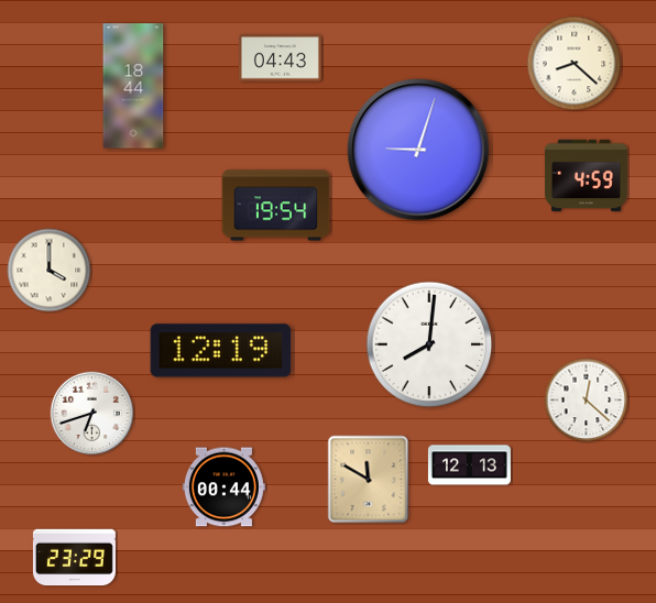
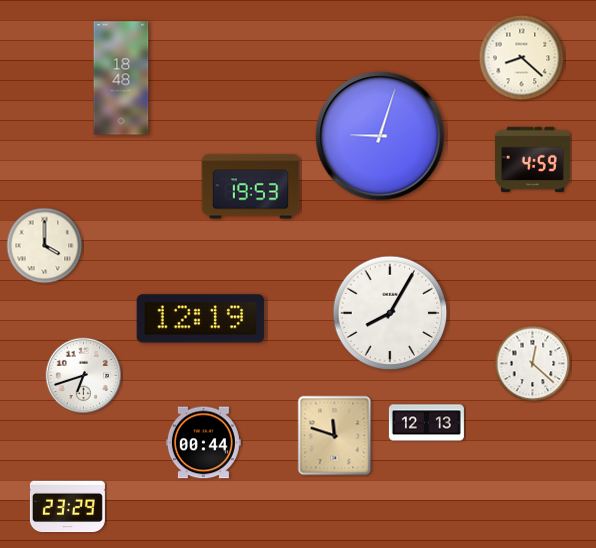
clock at (280, 58): 04:43 -> none
clock at (133, 86): 18:44 -> 18:48
clock at (276, 206): 19:54 -> 19:53
clock at (429, 344): 8:01 -> 8:05
clock at (369, 480): 11:50 -> 11:48
